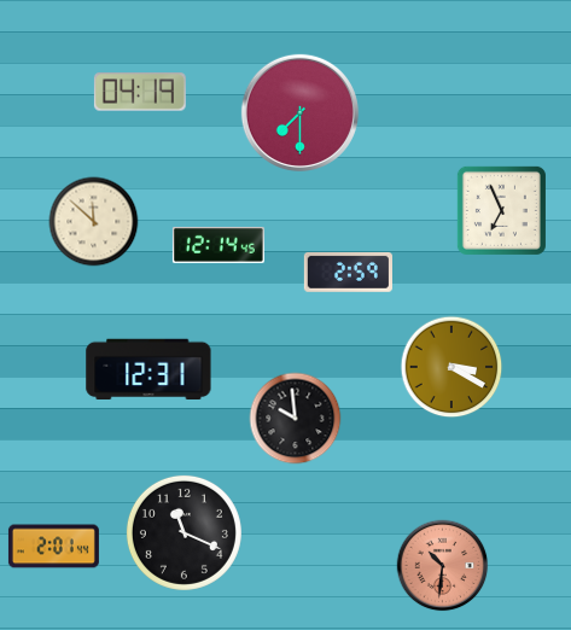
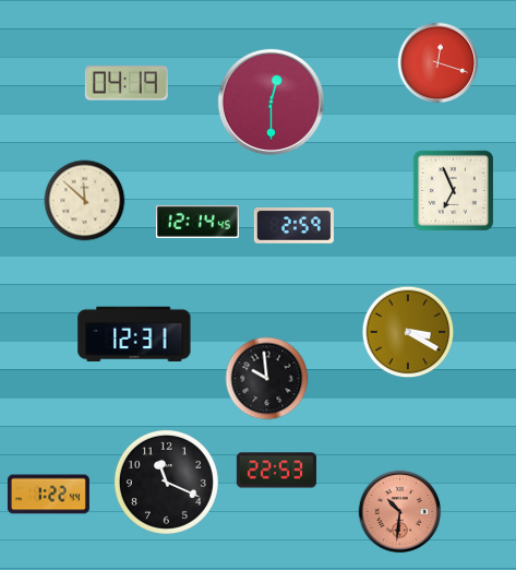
clock at (439, 63): none -> 12:18
clock at (299, 112): 7:30 -> 12:30
clock at (348, 273) position: (348, 273) -> (293, 226)
clock at (276, 471): none -> 22:53
clock at (53, 547): 2:01 -> 1:22
